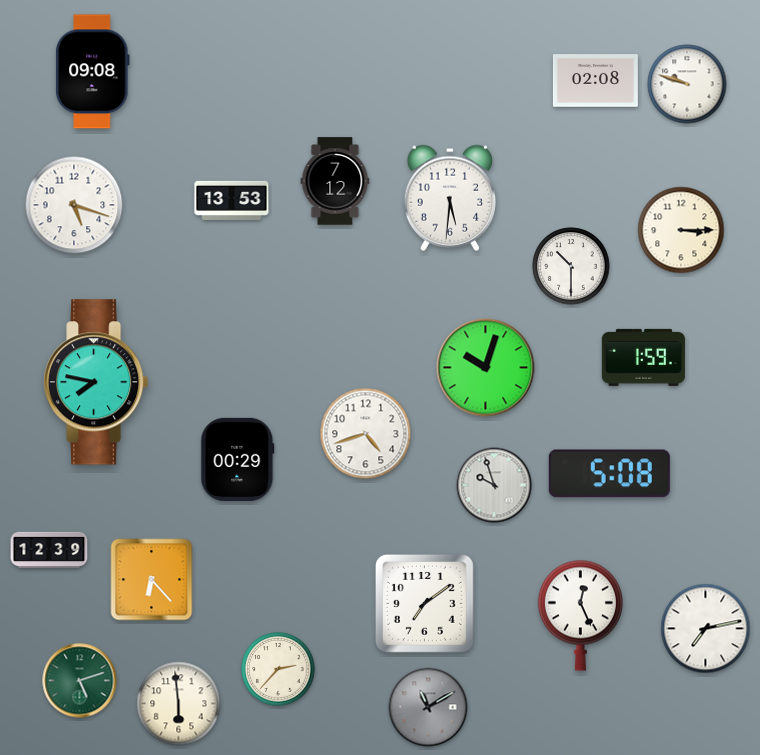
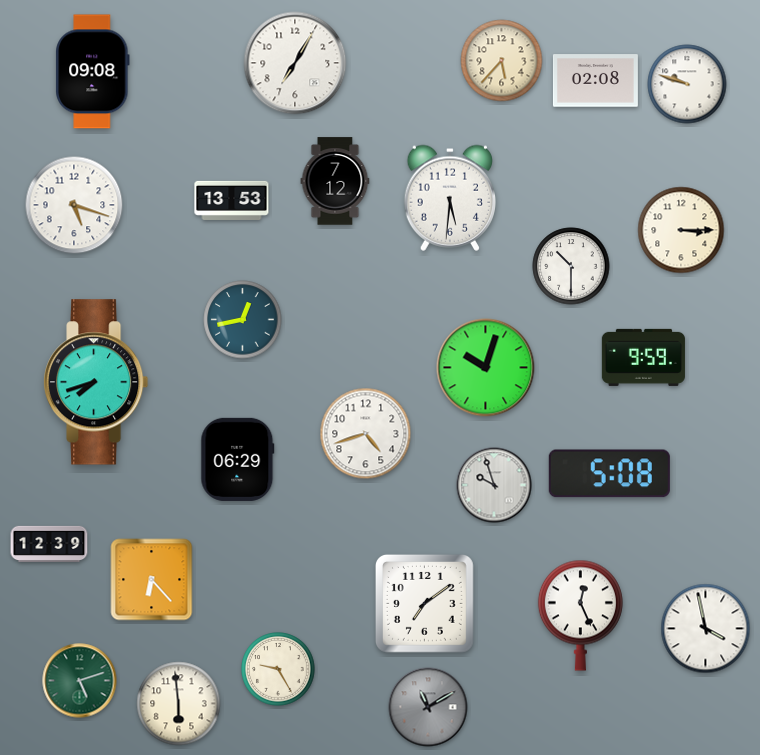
clock at (502, 61): none -> 5:37
clock at (295, 63): none -> 7:05
clock at (243, 320): none -> 12:43
clock at (643, 357): 1:59 -> 9:59
clock at (96, 382): 7:47 -> 7:42
clock at (238, 459): 00:29 -> 06:29
clock at (49, 549) position: (49, 549) -> (49, 543)
clock at (706, 629): 7:13 -> 3:58
clock at (278, 669): 2:37 -> 9:25
